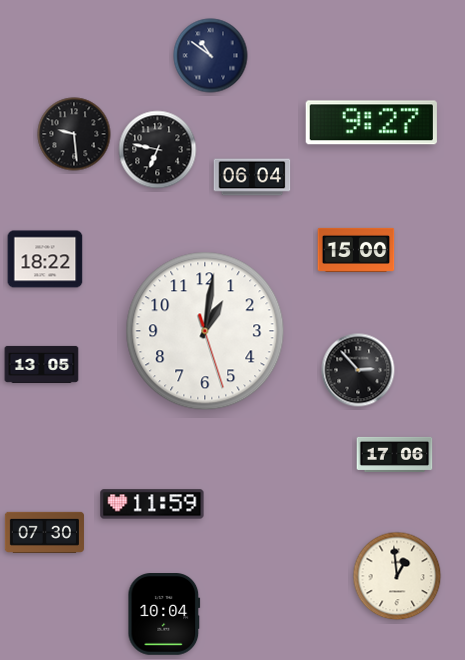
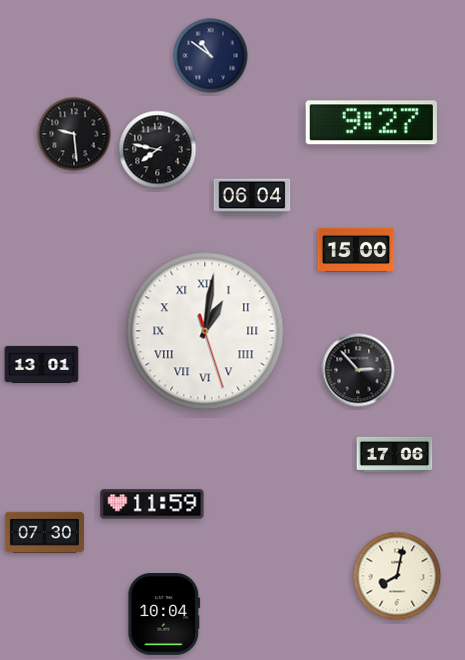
clock at (158, 150): 6:47 -> 7:47
clock at (252, 177) position: (252, 177) -> (252, 197)
clock at (45, 259): 18:22 -> none
clock at (205, 331) numerals: Arabic -> Roman
clock at (42, 364): 13:05 -> 13:01
clock at (397, 576): 12:59 -> 8:02
